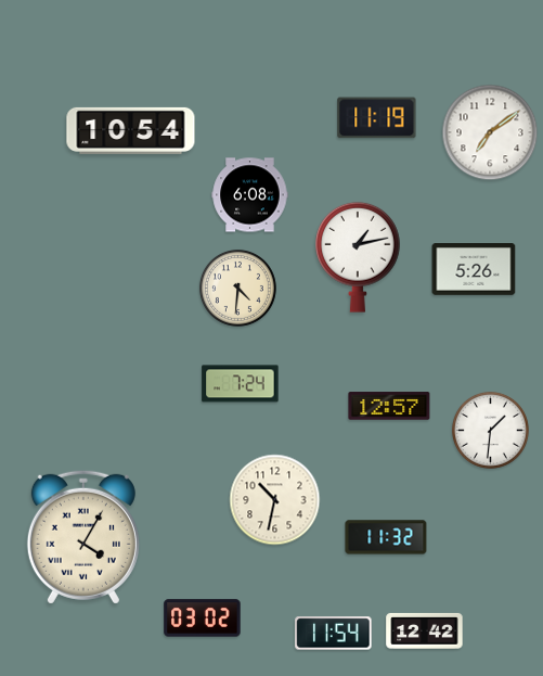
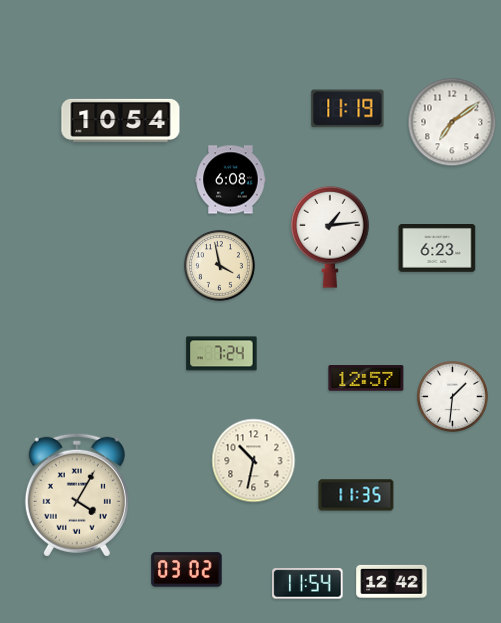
clock at (359, 257): 1:13 -> 1:14
clock at (474, 270): 5:26 -> 6:23
clock at (237, 288): 4:31 -> 3:58
clock at (389, 406) position: (389, 406) -> (366, 378)
clock at (386, 537): 11:32 -> 11:35
